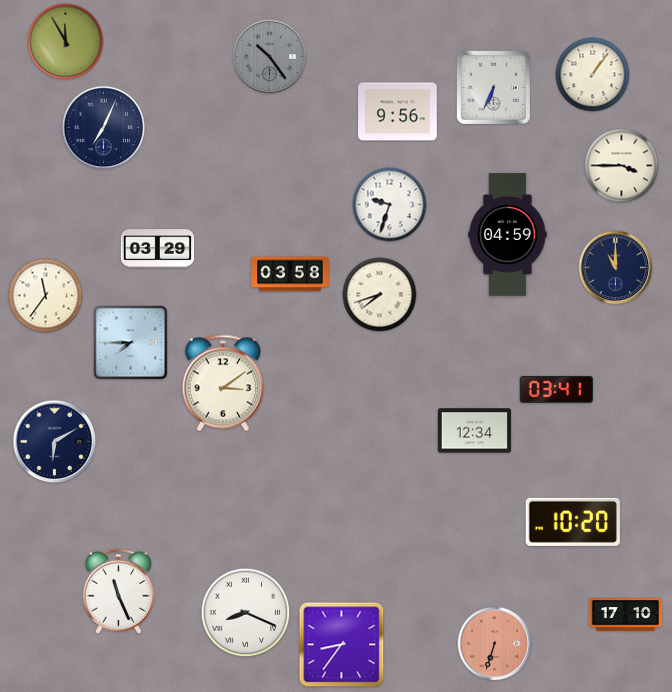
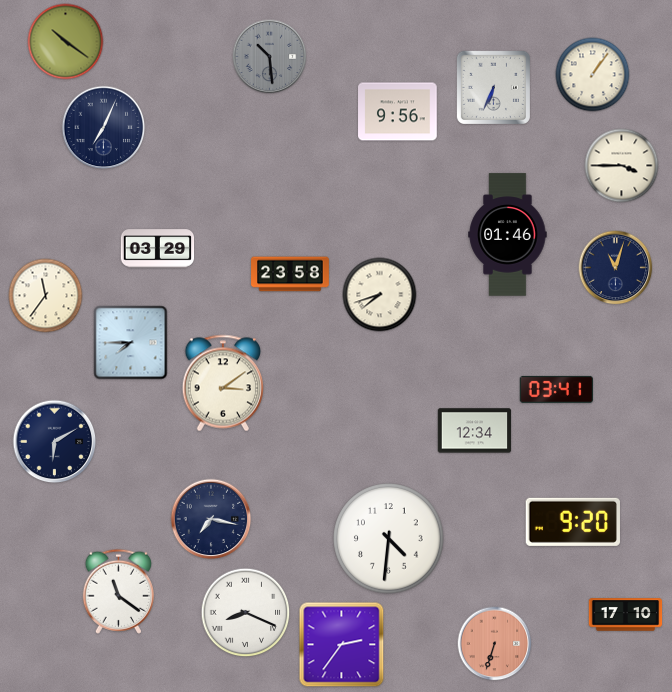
clock at (66, 42): 11:55 -> 10:21
clock at (270, 57): 10:24 -> 10:29
clock at (390, 205): 9:33 -> none
clock at (508, 235): 04:59 -> 01:46
clock at (616, 268): 11:00 -> 11:03
clock at (290, 274): 03:58 -> 23:58
clock at (211, 519): none -> 7:17
clock at (572, 522): 10:20 -> 9:20
clock at (389, 539): none -> 4:31
clock at (118, 591): 11:26 -> 11:21
clock at (342, 645): 8:36 -> 2:36
